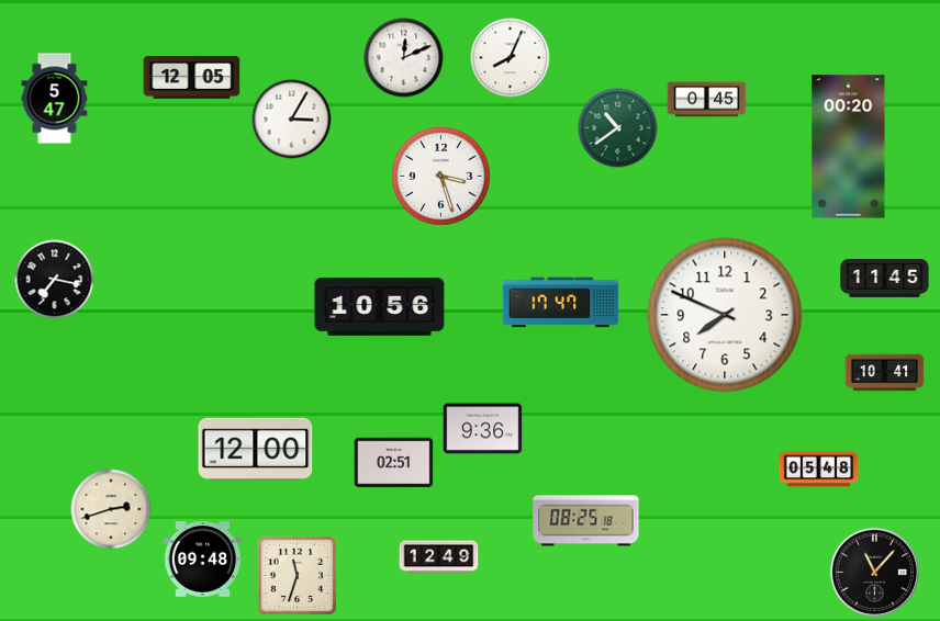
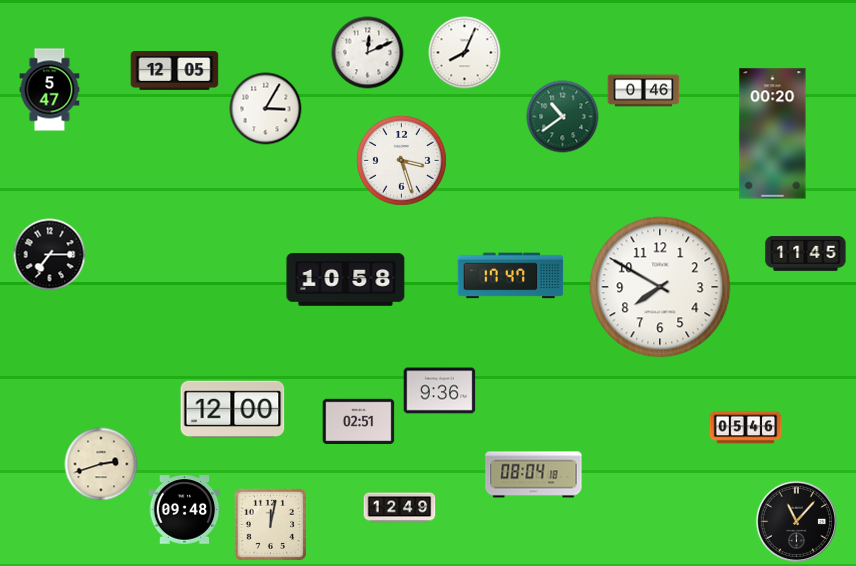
clock at (707, 100): 0:45 -> 0:46
clock at (55, 280): 7:17 -> 7:15
clock at (380, 307): 10:56 -> 10:58
clock at (725, 315): 7:49 -> 7:50
clock at (885, 373): 10:41 -> none
clock at (819, 470): 05:48 -> 05:46
clock at (586, 521): 08:25 -> 08:04
clock at (296, 575): 11:33 -> 12:02
